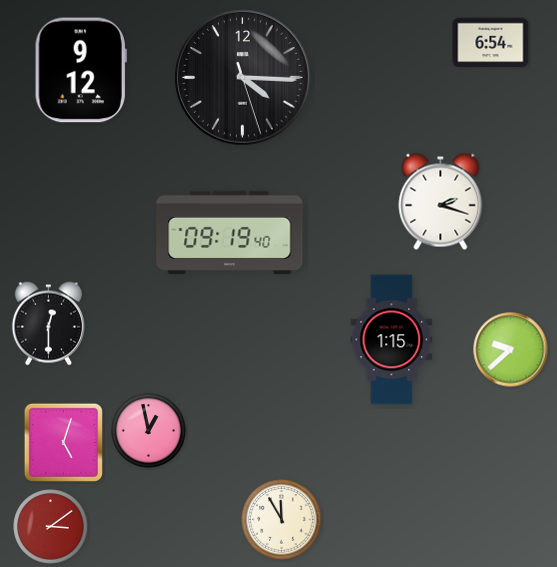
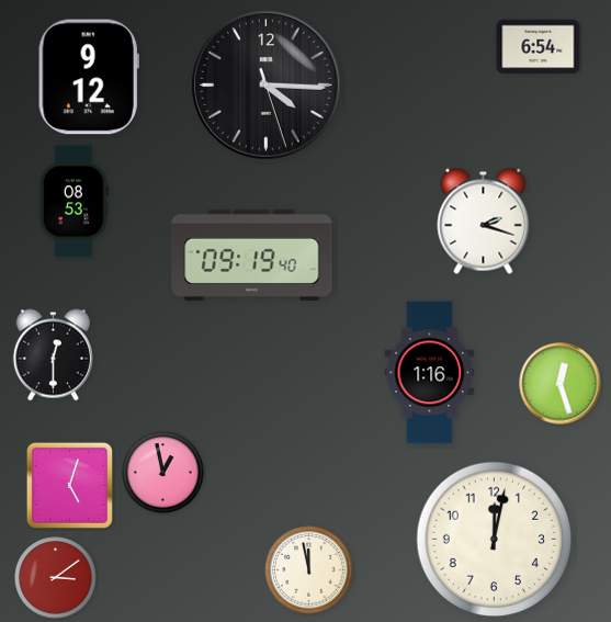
clock at (73, 202): none -> 08:53
clock at (392, 340): 1:15 -> 1:16
clock at (511, 350): 9:38 -> 12:27
clock at (495, 540): none -> 12:02
clock at (282, 520): 11:55 -> 11:58
